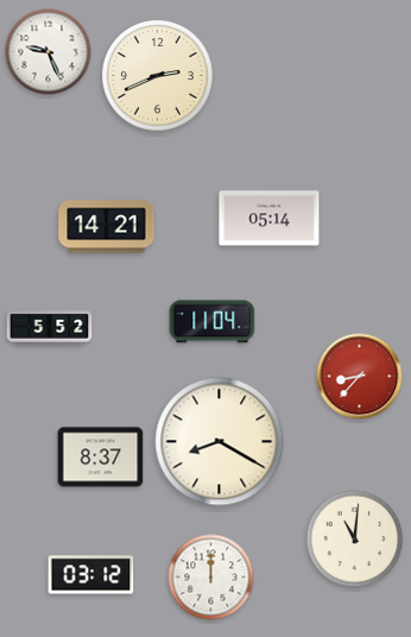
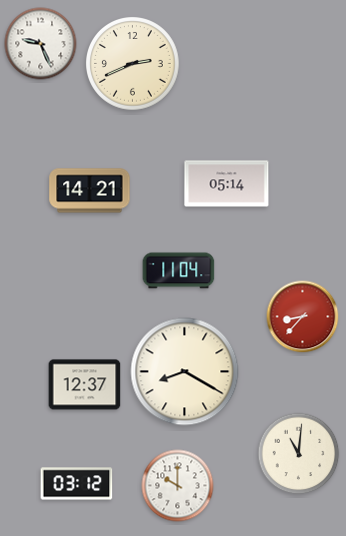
clock at (50, 328): 5:52 -> none
clock at (101, 458): 8:37 -> 12:37
clock at (211, 578): 12:00 -> 10:00
